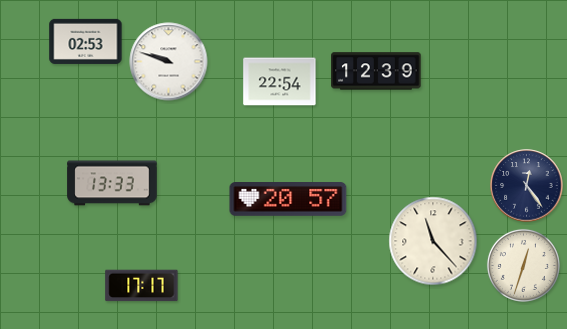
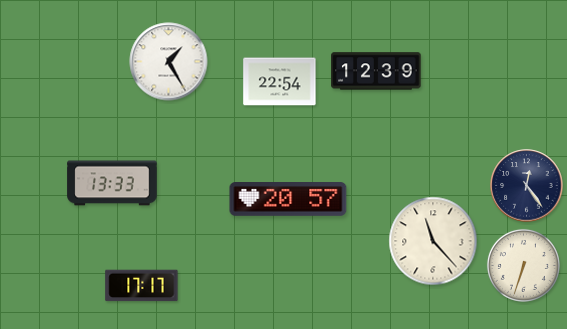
clock at (86, 41): 02:53 -> none
clock at (169, 62): 9:48 -> 1:25
clock at (523, 265): 12:33 -> 6:33
